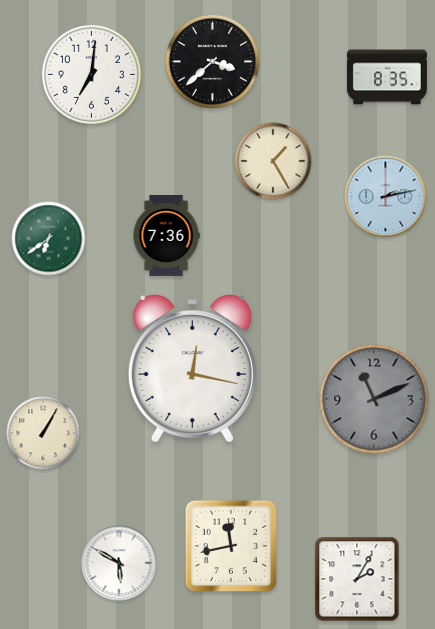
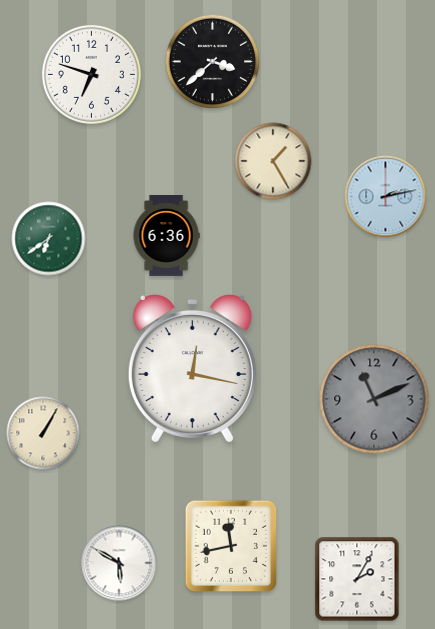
clock at (91, 74): 7:01 -> 6:48
clock at (387, 77): 8:35 -> none
clock at (166, 236): 7:36 -> 6:36
